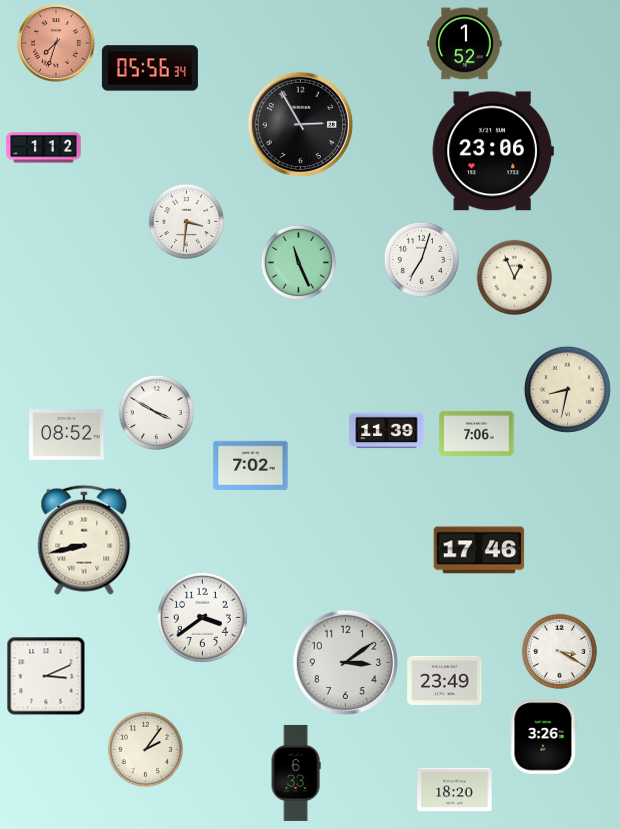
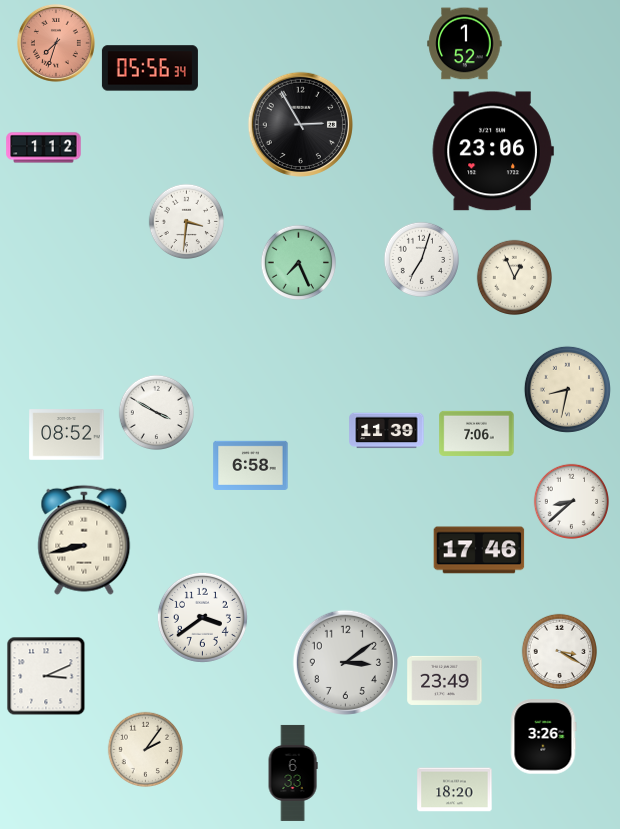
clock at (298, 262): 11:26 -> 7:26
clock at (251, 465): 7:02 -> 6:58
clock at (571, 501): none -> 8:38
clock at (296, 773) position: (296, 773) -> (293, 773)
